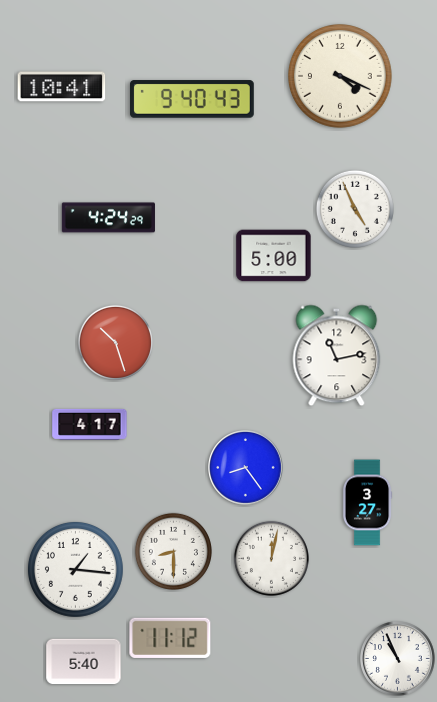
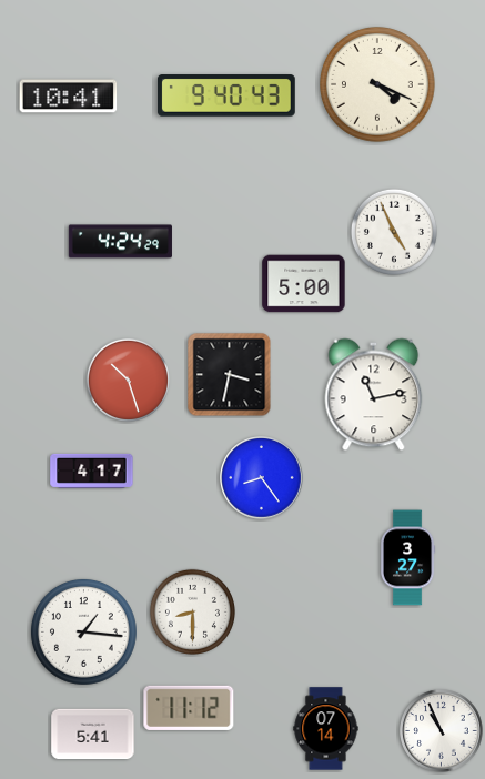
clock at (192, 99) position: (192, 99) -> (226, 95)
clock at (230, 375): none -> 3:32
clock at (90, 424) position: (90, 424) -> (92, 471)
clock at (246, 468) position: (246, 468) -> (262, 478)
clock at (271, 558): 12:02 -> none
clock at (326, 729): none -> 07:14
clock at (84, 662): 5:40 -> 5:41
